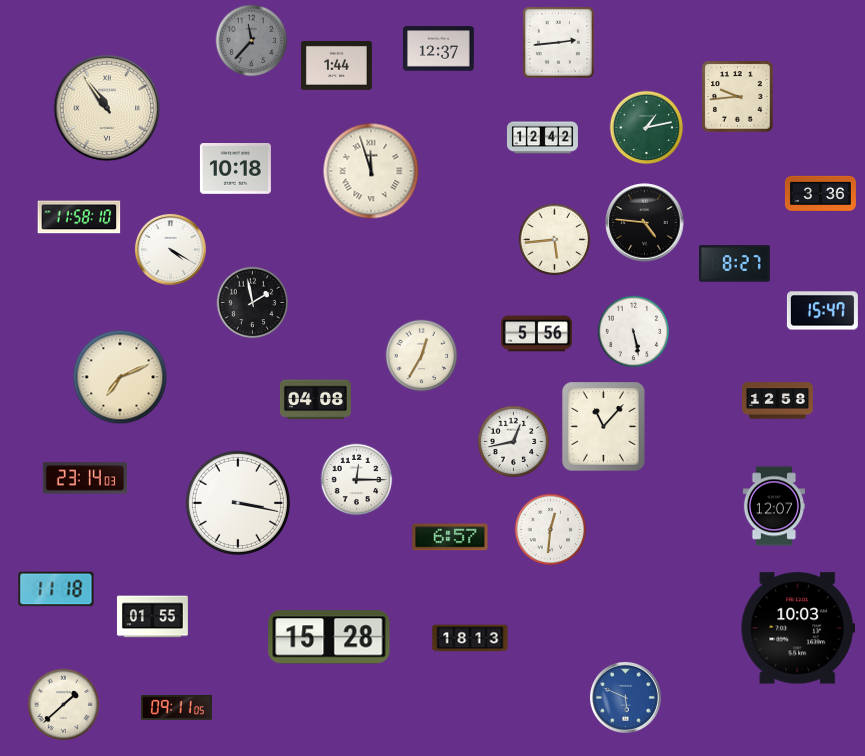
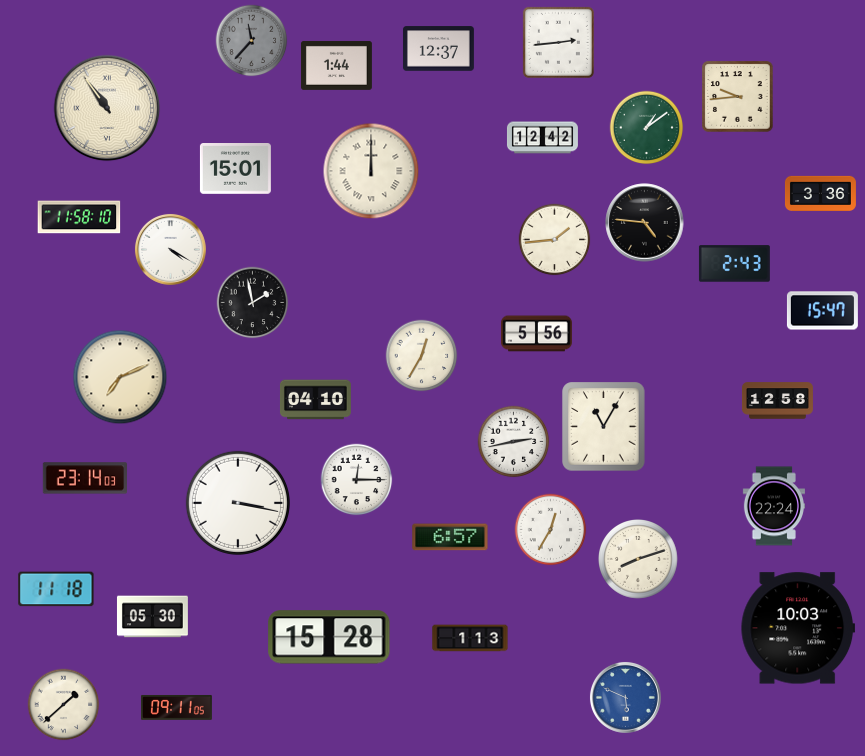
clock at (647, 128): 1:13 -> 1:09
clock at (235, 169): 10:18 -> 15:01
clock at (371, 171): 11:57 -> 12:00
clock at (555, 240): 5:44 -> 1:44
clock at (734, 264): 8:27 -> 2:43
clock at (634, 332): 5:28 -> none
clock at (315, 400): 04:08 -> 04:10
clock at (604, 427): 11:07 -> 11:05
clock at (514, 442): 12:43 -> 2:43
clock at (774, 506): 12:07 -> 22:24
clock at (551, 530): 12:31 -> 12:35
clock at (639, 560): none -> 8:12
clock at (152, 617): 01:55 -> 05:30
clock at (470, 638): 18:13 -> 1:13
